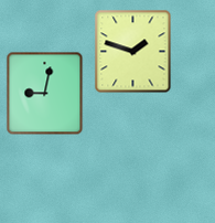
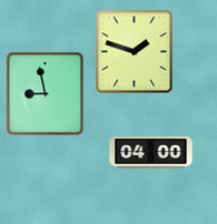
clock at (45, 94): 9:02 -> 8:58
clock at (151, 153): none -> 04:00
